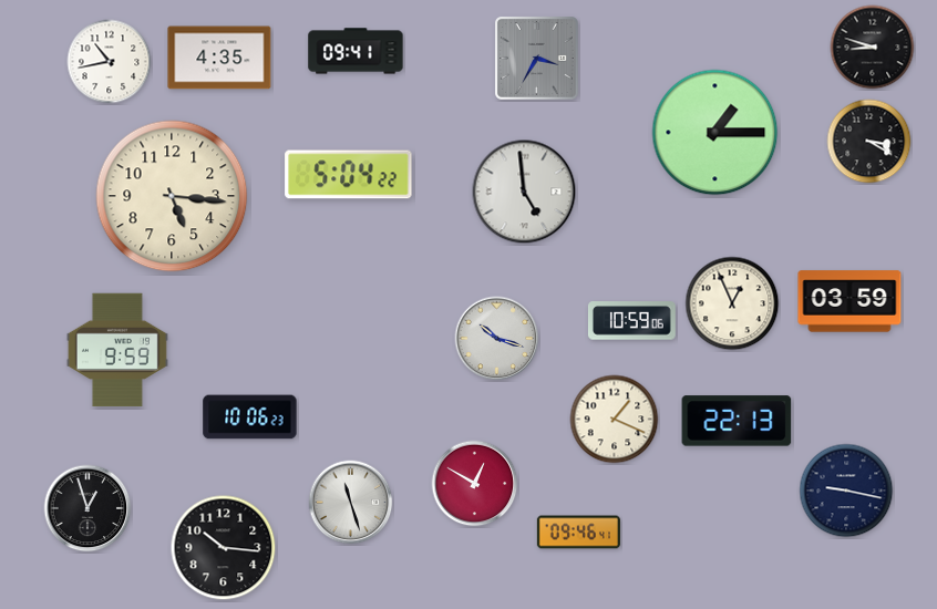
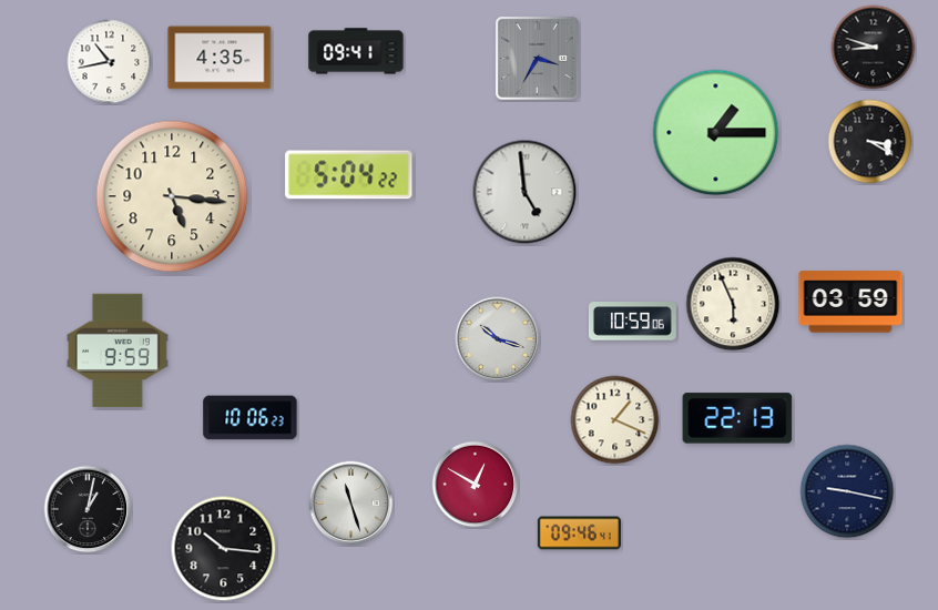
clock at (732, 303): 12:56 -> 5:56
clock at (737, 421) position: (737, 421) -> (737, 418)
clock at (87, 508): 12:57 -> 1:02
